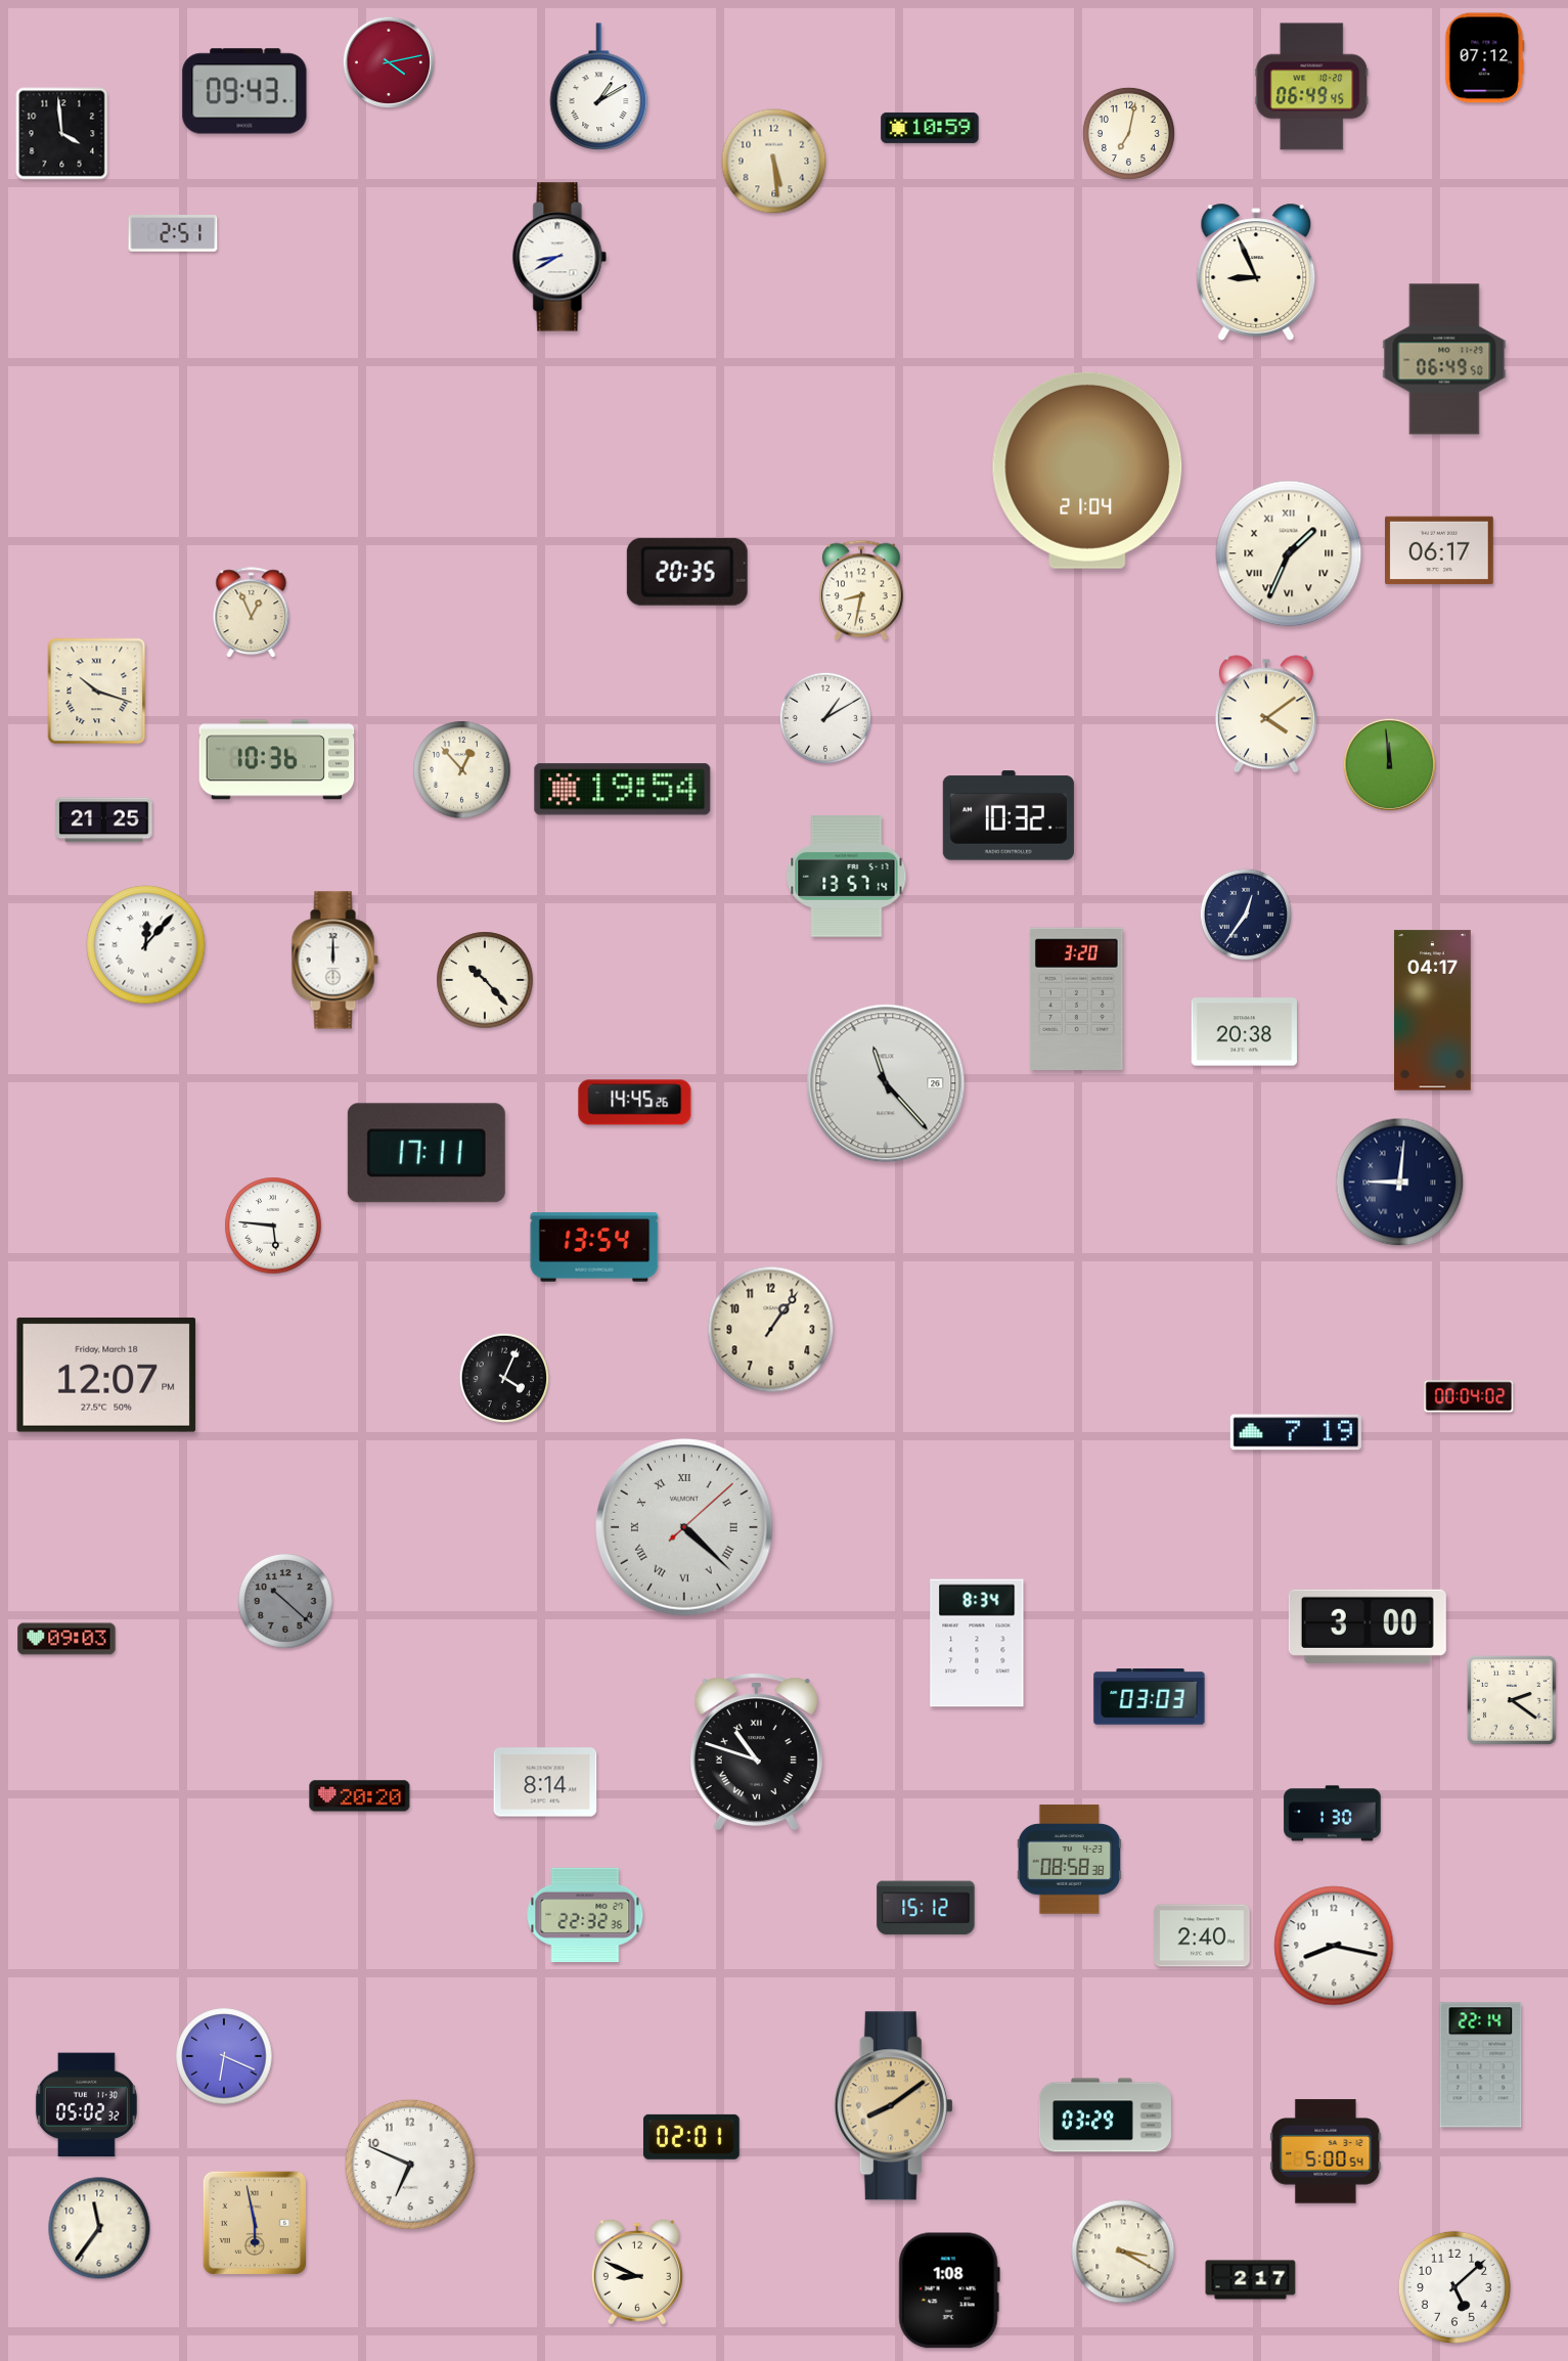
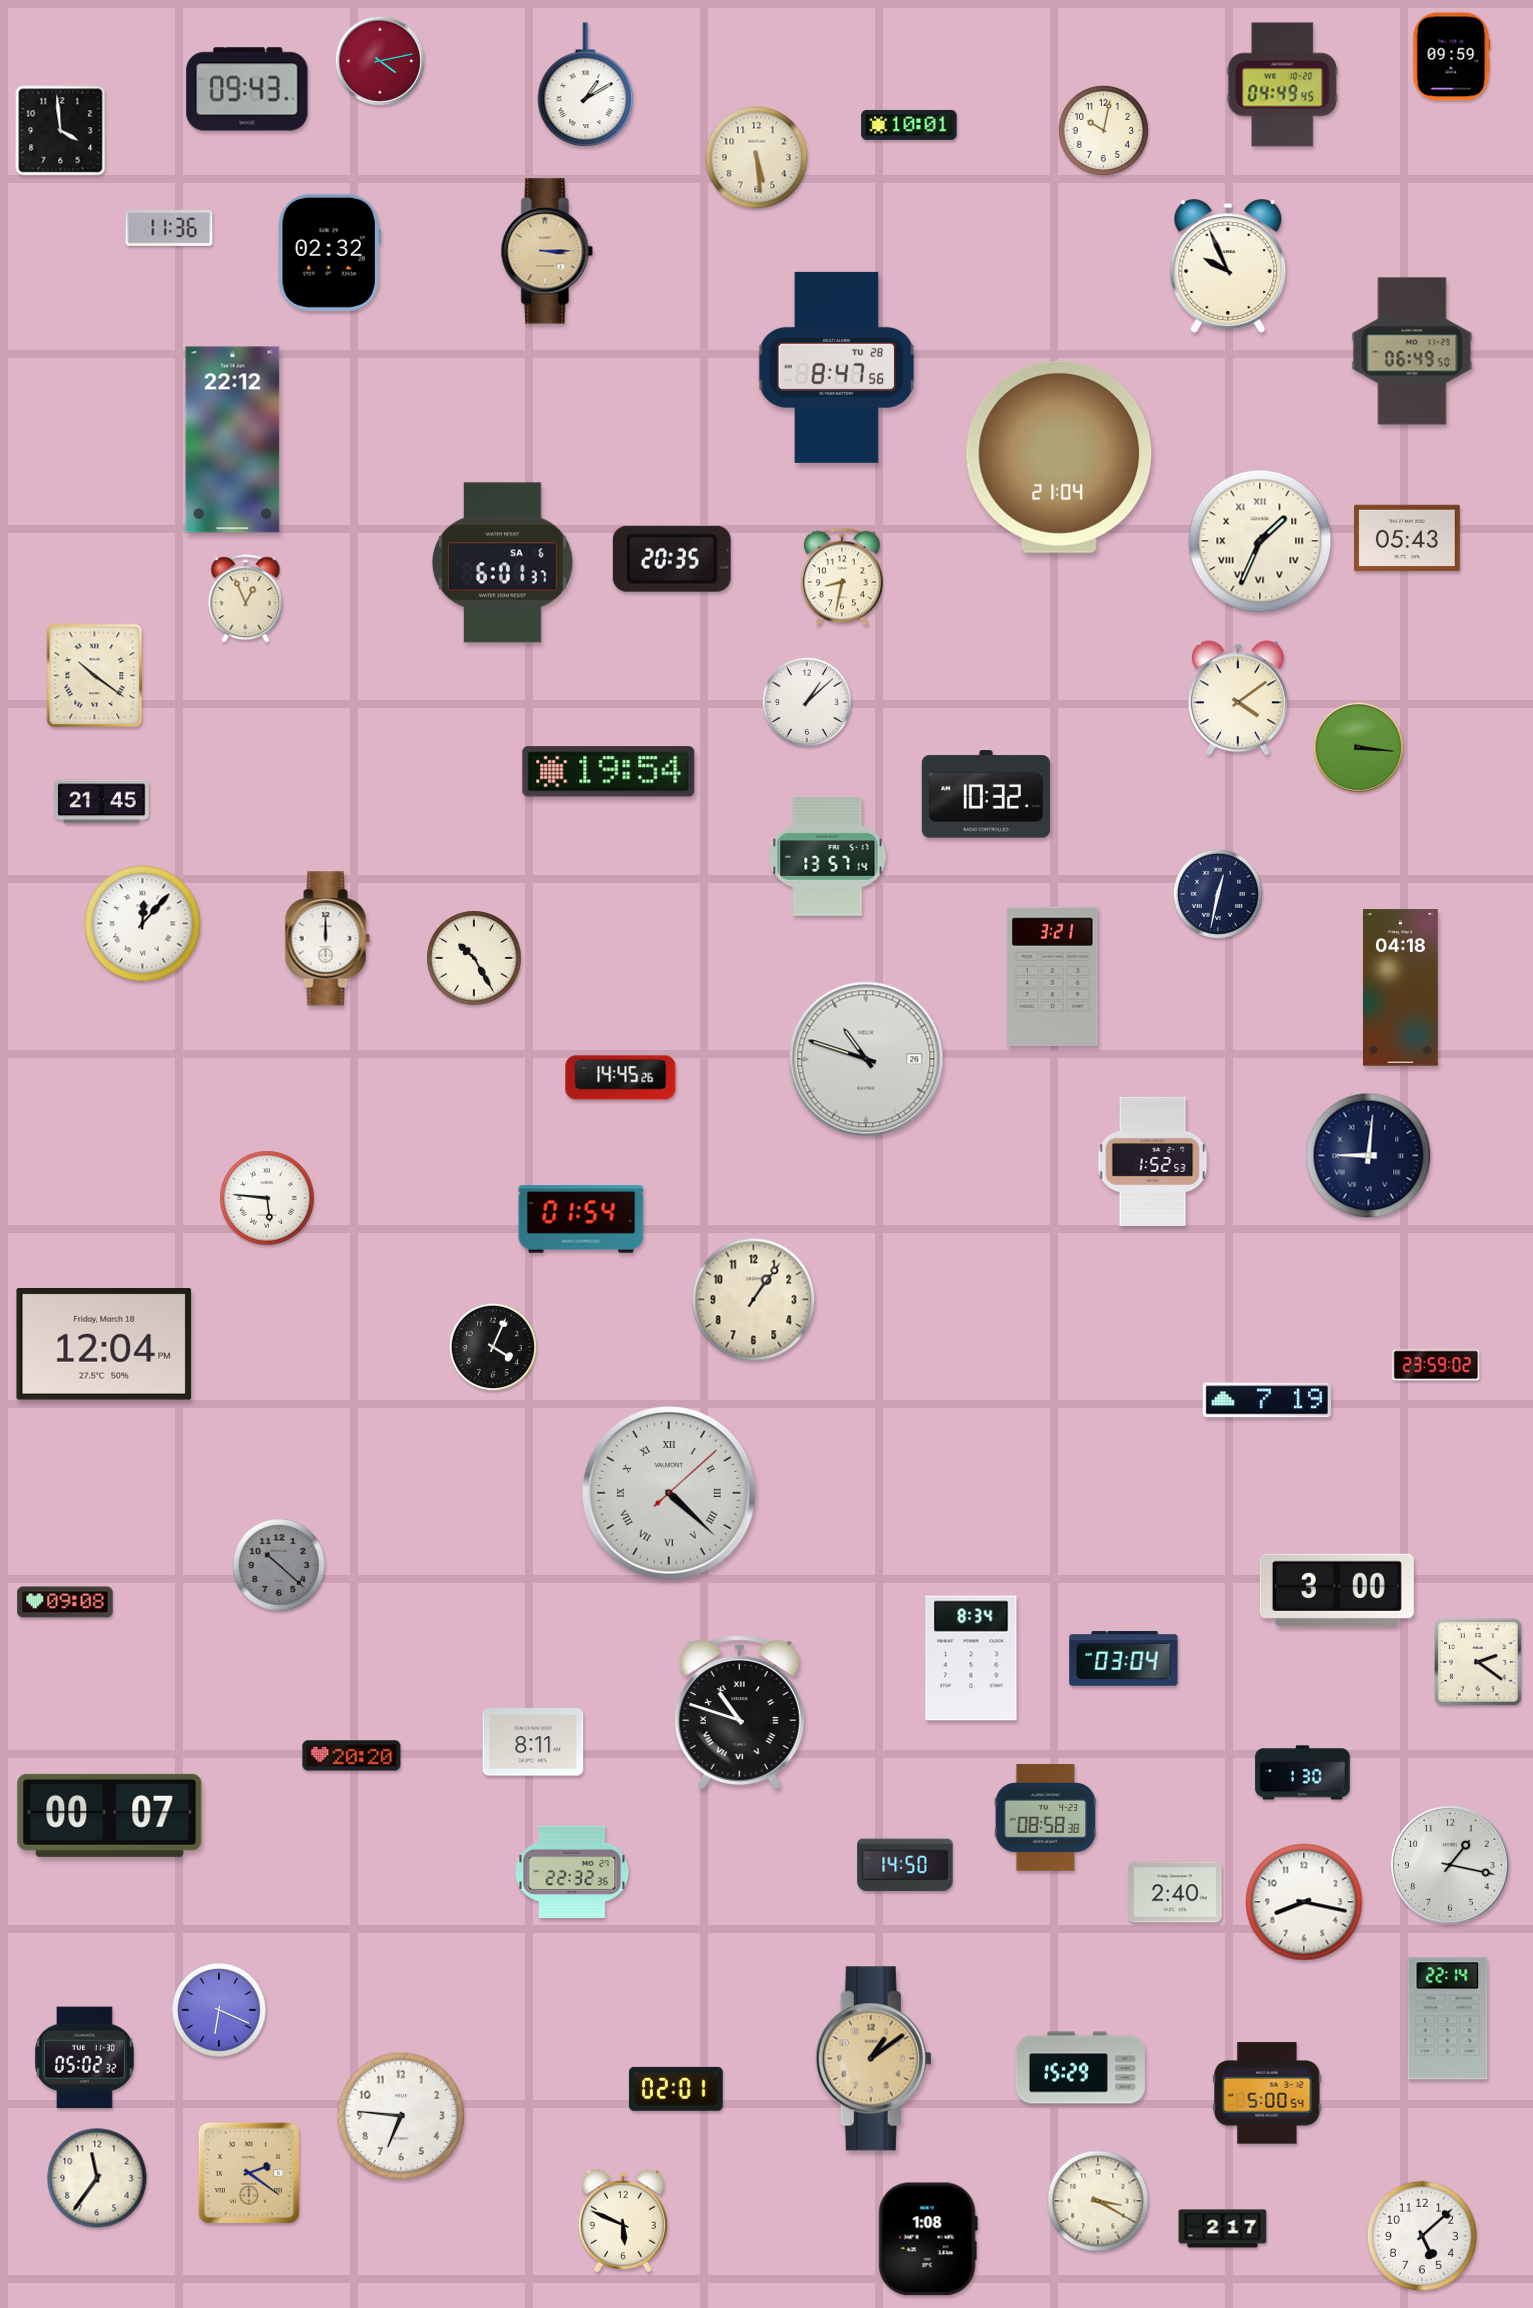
clock at (1485, 58): 07:12 -> 09:59
clock at (1312, 87): 06:49 -> 04:49
clock at (244, 91) position: (244, 91) -> (247, 89)
clock at (930, 128): 10:59 -> 10:01
clock at (1128, 133): 7:02 -> 10:02
clock at (173, 234): 2:51 -> 11:36
clock at (559, 257): 8:40 -> 3:15
clock at (559, 257) dial: white -> champagne
clock at (329, 252): none -> 02:32
clock at (1256, 272): 8:56 -> 9:56
clock at (837, 367): none -> 8:47
clock at (233, 440): none -> 22:12
clock at (1087, 471) position: (1087, 471) -> (1059, 457)
clock at (1440, 550): 06:17 -> 05:43
clock at (502, 563): none -> 6:01
clock at (97, 692): 10:18 -> 10:21
clock at (825, 718): 1:10 -> 1:08
clock at (277, 760): 10:36 -> none
clock at (1389, 764): 11:59 -> 3:16
clock at (462, 770): 12:53 -> none
clock at (1009, 815) position: (1009, 815) -> (986, 794)
clock at (104, 820): 21:25 -> 21:45
clock at (1246, 915): 12:36 -> 12:32
clock at (485, 980): 10:23 -> 10:25
clock at (1076, 998): 3:20 -> 3:21
clock at (1433, 1011): 04:17 -> 04:18
clock at (1244, 1032): 20:38 -> none
clock at (886, 1083): 11:23 -> 10:48
clock at (427, 1153): 17:11 -> none
clock at (1153, 1161): none -> 1:52
clock at (594, 1247): 13:54 -> 01:54
clock at (106, 1375): 12:07 -> 12:04
clock at (1469, 1396): 00:04 -> 23:59
clock at (66, 1639): 09:03 -> 09:08
clock at (977, 1643) position: (977, 1643) -> (971, 1658)
clock at (1150, 1697): 03:03 -> 03:04
clock at (545, 1782): 8:14 -> 8:11
clock at (110, 1815): none -> 00:07
clock at (926, 1908): 15:12 -> 14:50
clock at (1450, 1865): none -> 1:17
clock at (893, 2106): 8:09 -> 1:09
clock at (1105, 2115): 03:29 -> 15:29
clock at (1326, 2151) position: (1326, 2151) -> (1267, 2093)
clock at (410, 2165): 6:49 -> 6:46
clock at (255, 2223): 5:58 -> 2:21
clock at (637, 2272): 8:49 -> 5:49
